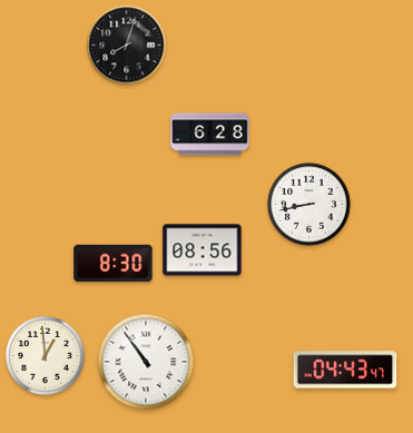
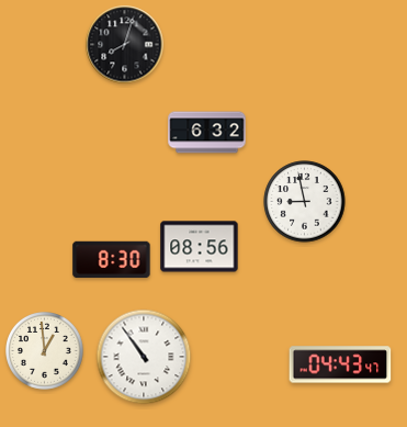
clock at (210, 135): 6:28 -> 6:32
clock at (309, 205): 8:43 -> 8:58
